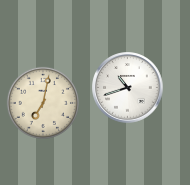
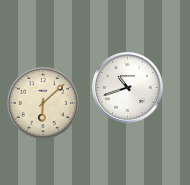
clock at (43, 103): 7:02 -> 6:08
